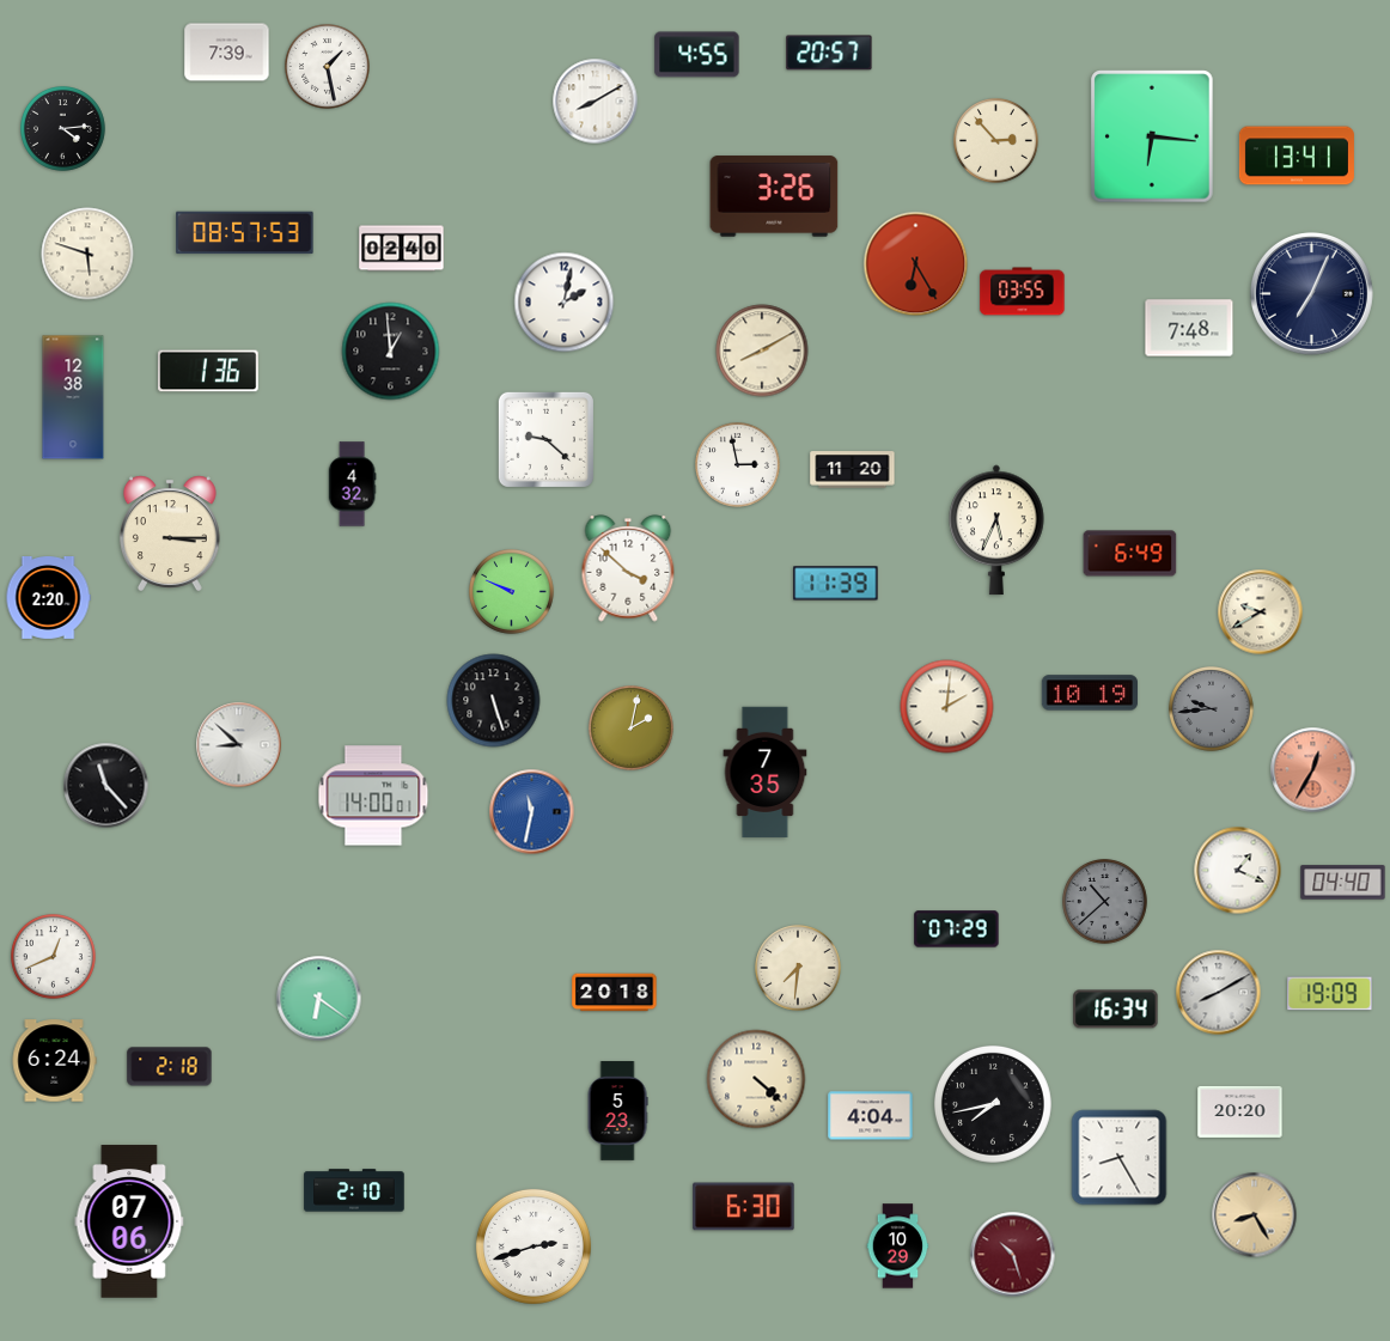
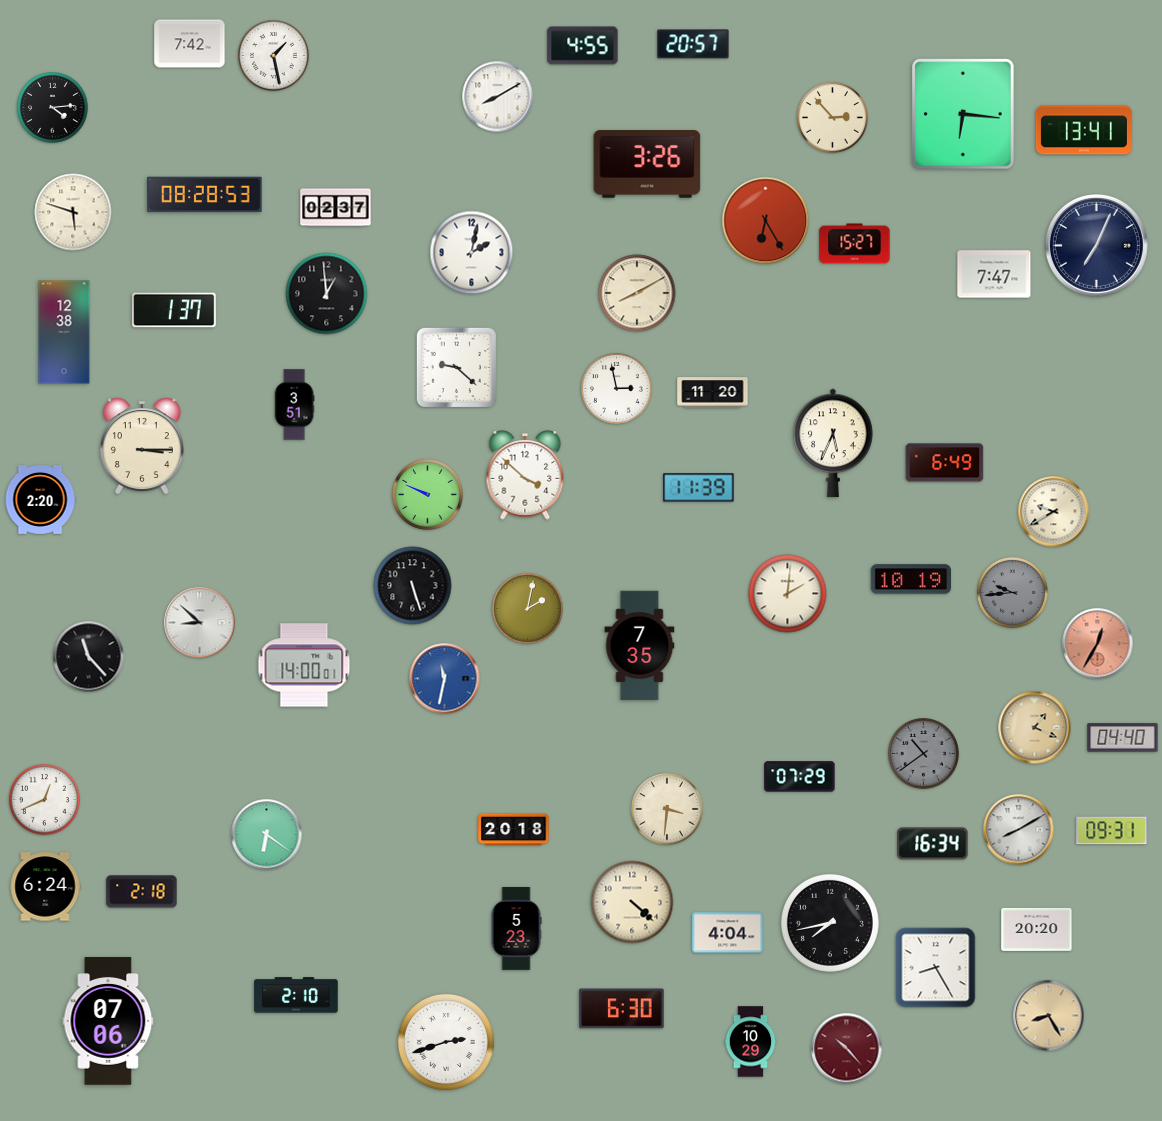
clock at (227, 53): 7:39 -> 7:42
clock at (596, 102) position: (596, 102) -> (498, 97)
clock at (245, 233): 08:57 -> 08:28
clock at (402, 249): 02:40 -> 02:37
clock at (1023, 292): 03:55 -> 15:27
clock at (1189, 328): 7:48 -> 7:47
clock at (208, 371): 1:36 -> 1:37
clock at (73, 397) position: (73, 397) -> (64, 332)
clock at (352, 484): 4:32 -> 3:51
clock at (947, 707) position: (947, 707) -> (788, 594)
clock at (373, 796) position: (373, 796) -> (304, 665)
clock at (1238, 871) dial: white -> champagne
clock at (1105, 902): 10:38 -> 10:39
clock at (798, 968): 7:31 -> 3:31
clock at (1330, 994): 19:09 -> 09:31
clock at (1013, 1255): 10:27 -> 10:23
